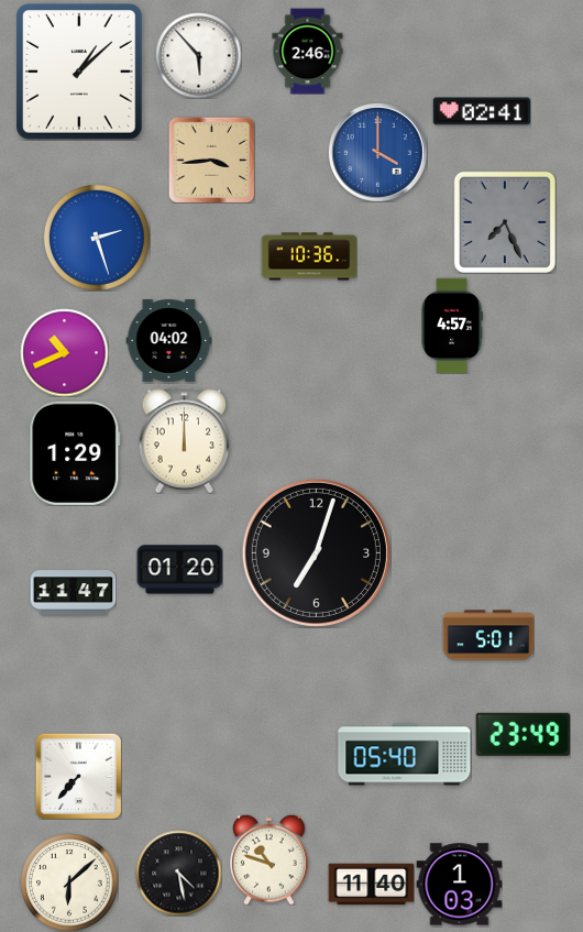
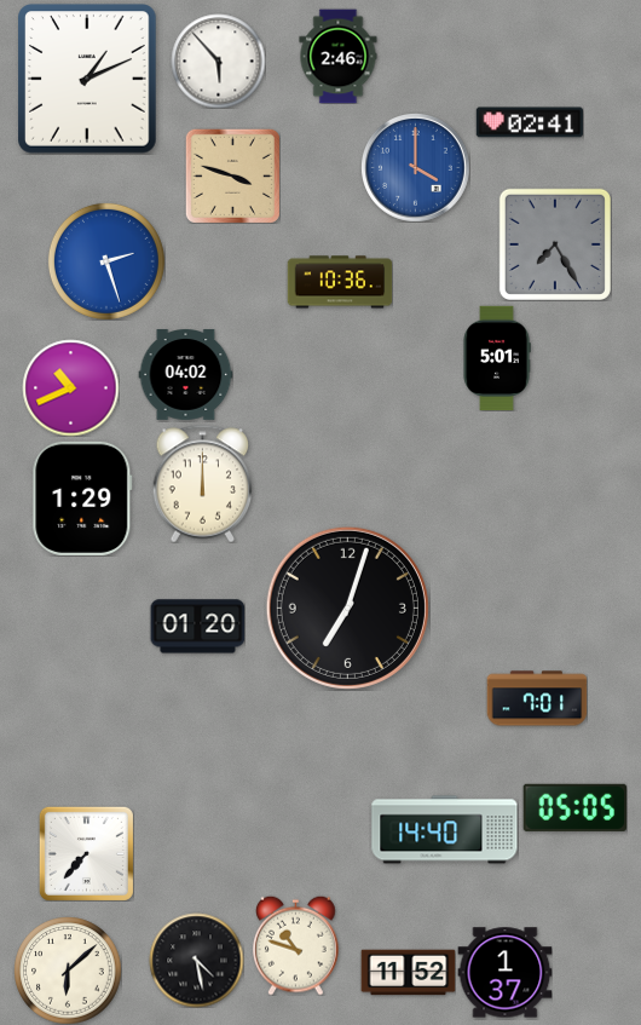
clock at (79, 72): 1:08 -> 1:11
clock at (211, 160): 3:44 -> 3:48
clock at (505, 222): 7:26 -> 7:25
clock at (452, 326): 4:57 -> 5:01
clock at (73, 593): 11:47 -> none
clock at (488, 635): 5:01 -> 7:01
clock at (522, 734): 23:49 -> 05:05
clock at (405, 755): 05:40 -> 14:40
clock at (69, 882) position: (69, 882) -> (68, 971)
clock at (371, 885): 11:40 -> 11:52
clock at (459, 885): 1:03 -> 1:37
